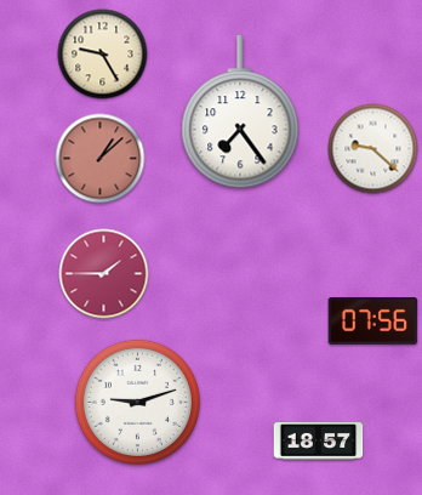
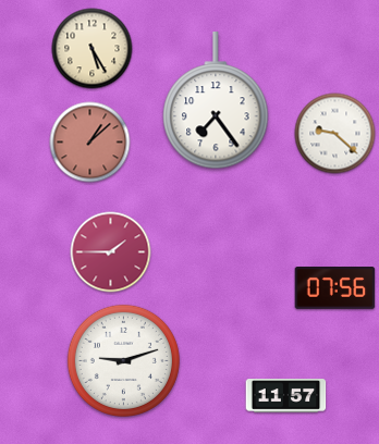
clock at (103, 55): 9:25 -> 5:25
clock at (104, 274) position: (104, 274) -> (111, 252)
clock at (319, 442): 18:57 -> 11:57
